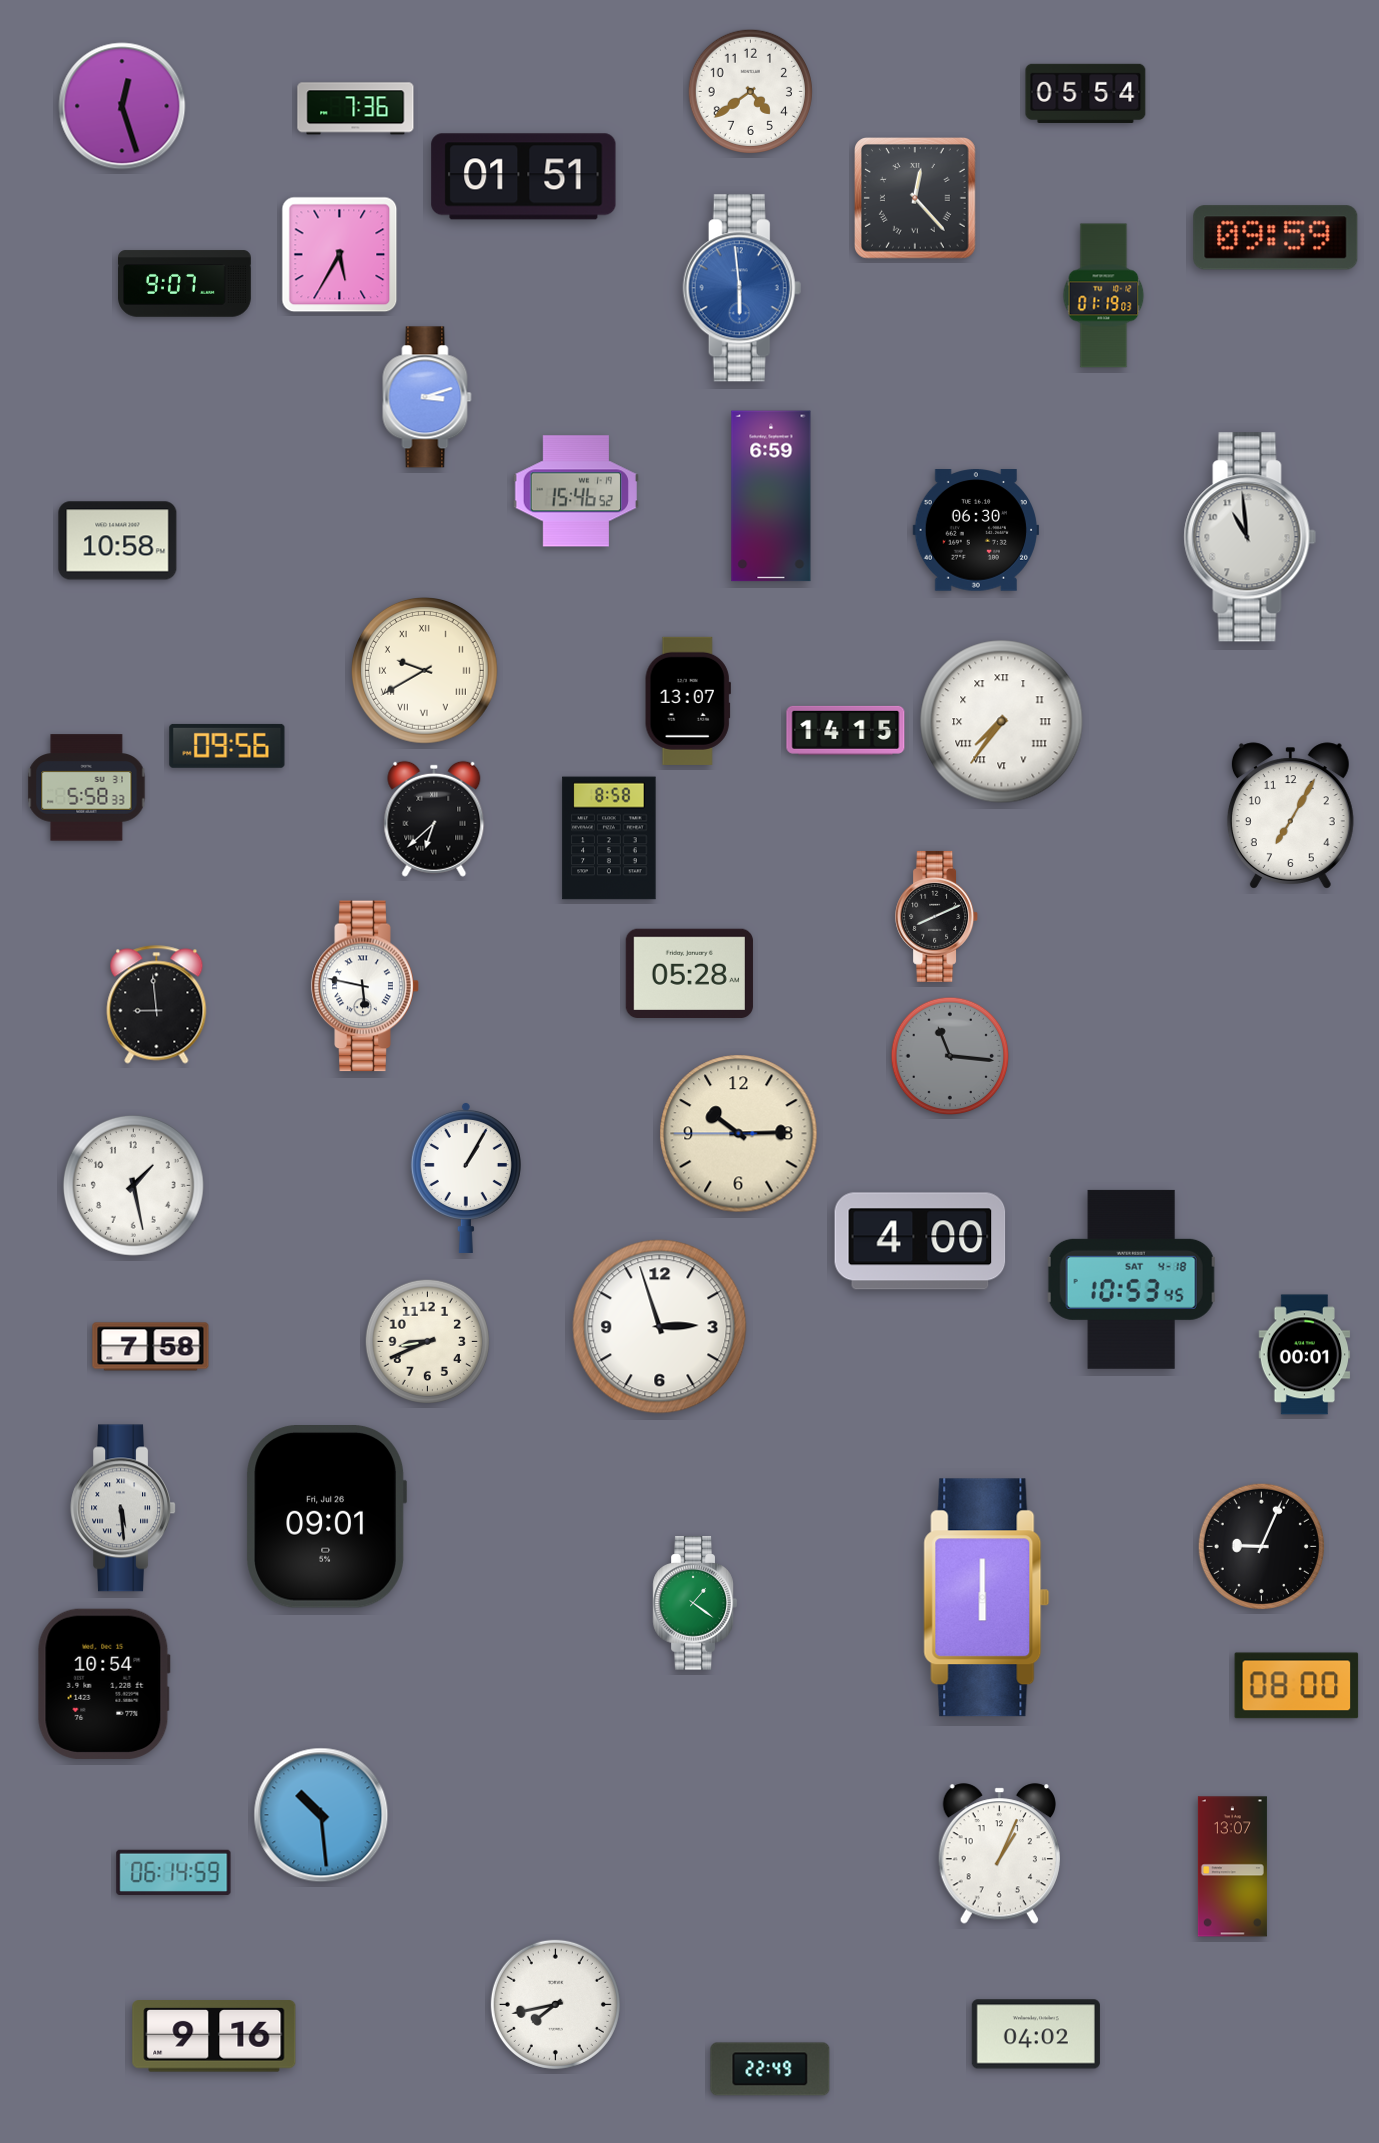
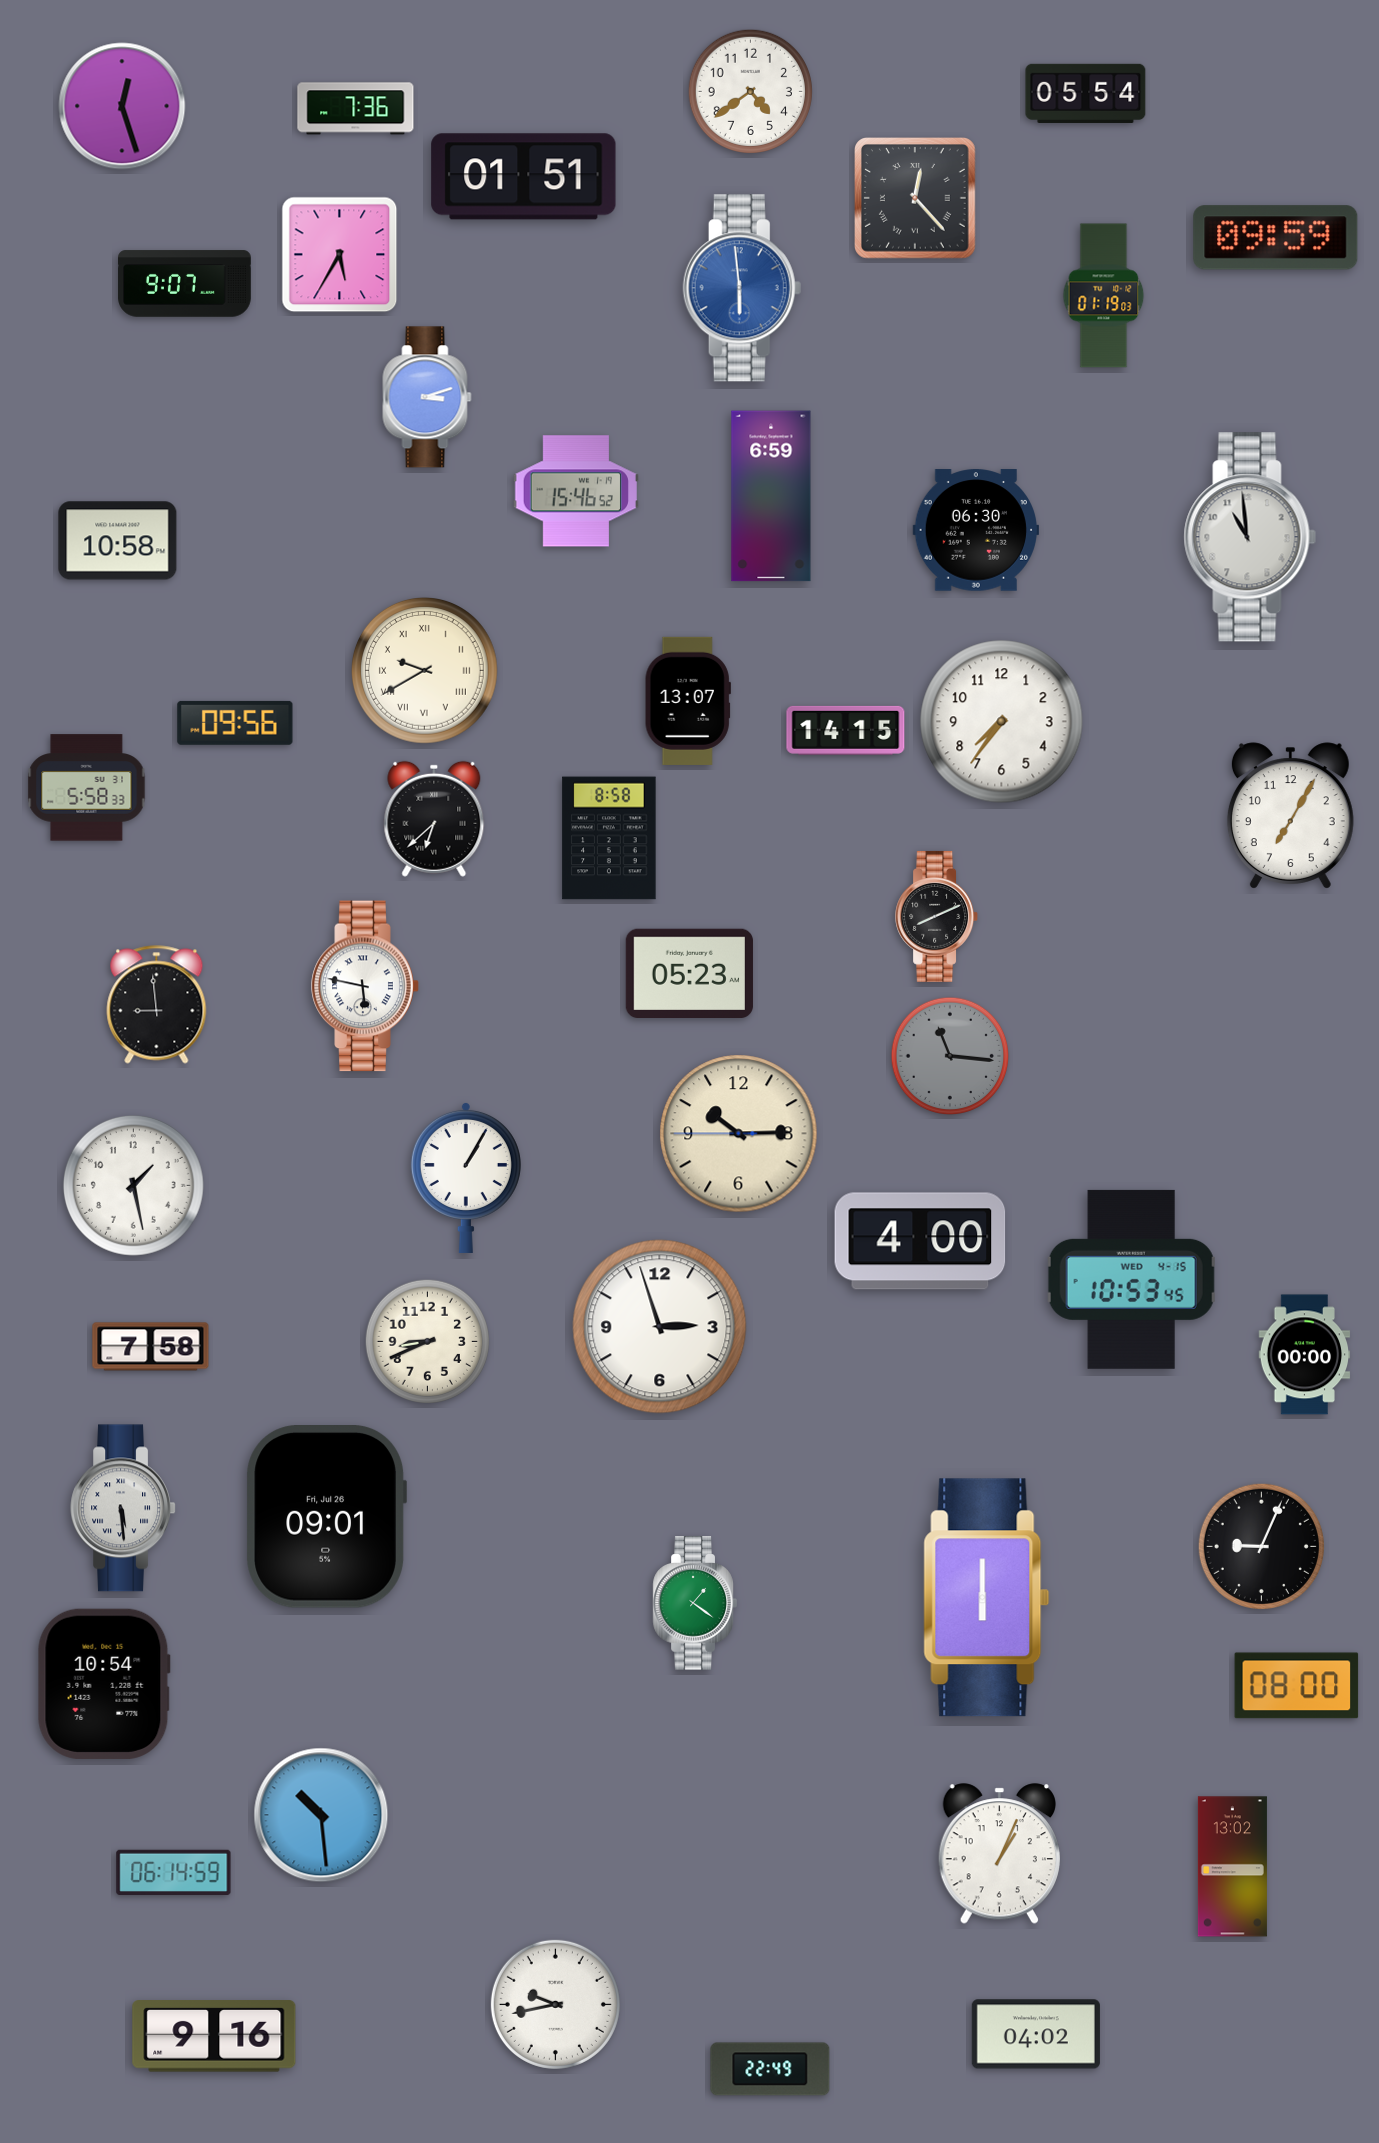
clock at (1002, 722) numerals: Roman -> Arabic
clock at (227, 746) position: (227, 746) -> (235, 723)
clock at (689, 973): 05:28 -> 05:23
clock at (1131, 1279) date: SAT 4-18 -> WED 4-15
clock at (1305, 1355): 00:01 -> 00:00
clock at (1232, 1867): 13:07 -> 13:02
clock at (555, 2004): 7:43 -> 9:43
